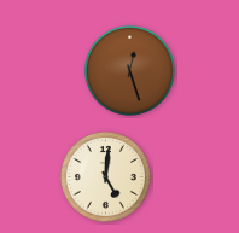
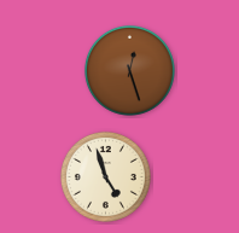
clock at (105, 176): 5:01 -> 4:57
